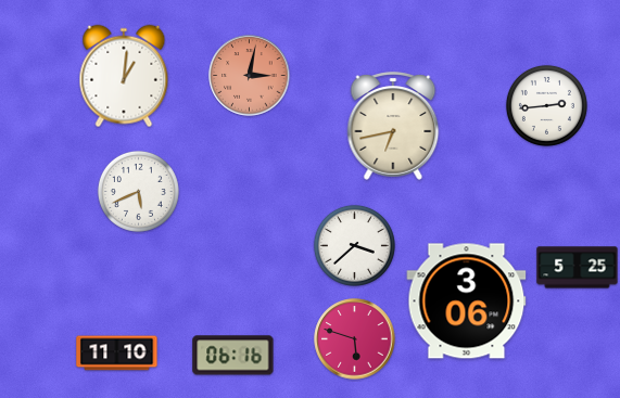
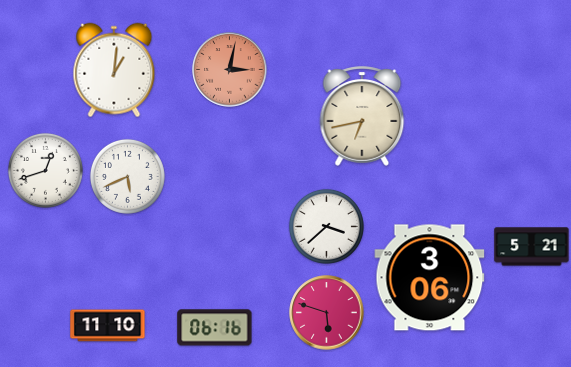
clock at (546, 105): 2:44 -> none
clock at (45, 170): none -> 12:42
clock at (578, 268): 5:25 -> 5:21
